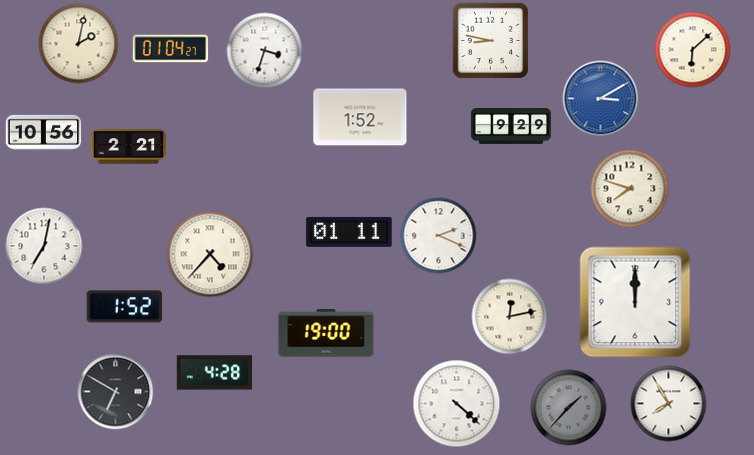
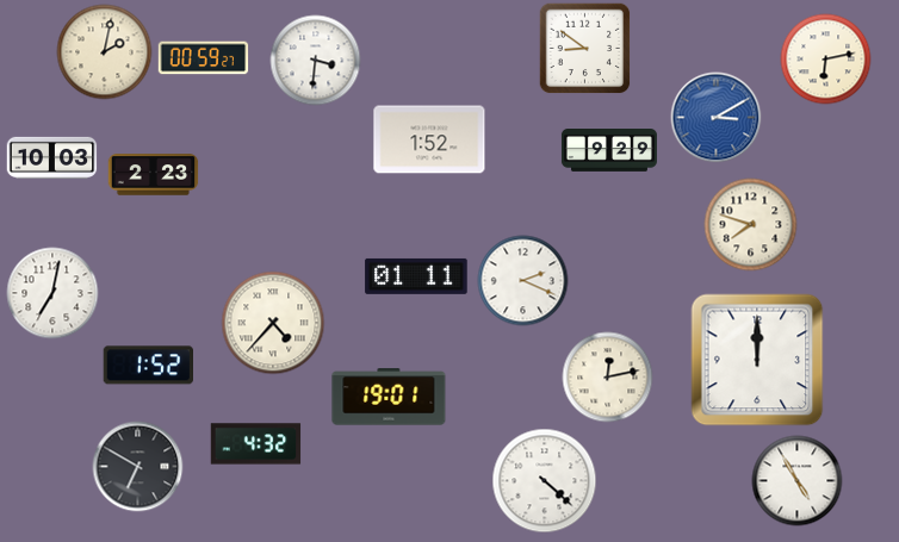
clock at (490, 40): 8:47 -> 8:51
clock at (79, 44) position: (79, 44) -> (105, 52)
clock at (171, 49): 01:04 -> 00:59
clock at (693, 50): 6:08 -> 6:13
clock at (265, 51): 3:33 -> 3:31
clock at (44, 132): 10:56 -> 10:03
clock at (129, 147): 2:21 -> 2:23
clock at (210, 254) position: (210, 254) -> (273, 323)
clock at (326, 333): 19:00 -> 19:01
clock at (215, 373): 4:28 -> 4:32
clock at (669, 404): 7:55 -> 4:55
clock at (569, 408): 1:37 -> none
